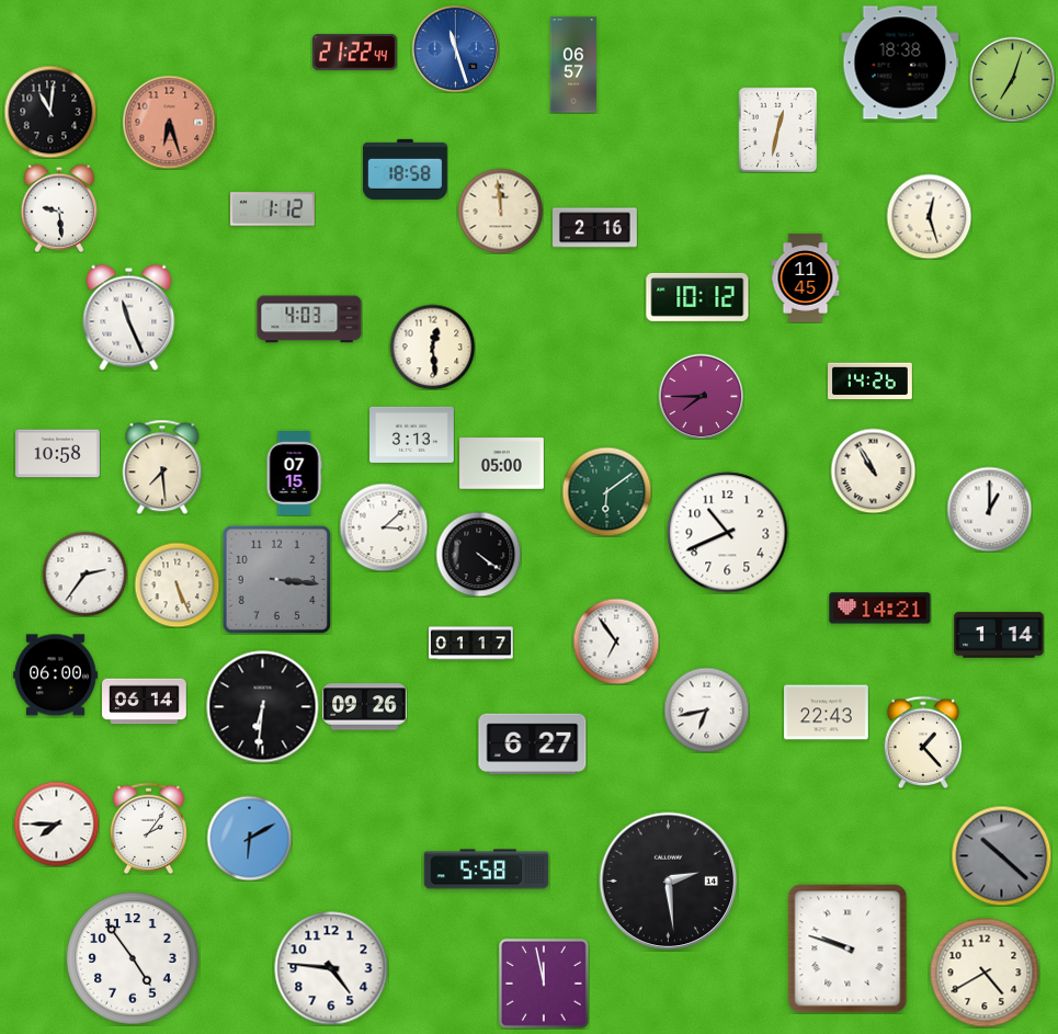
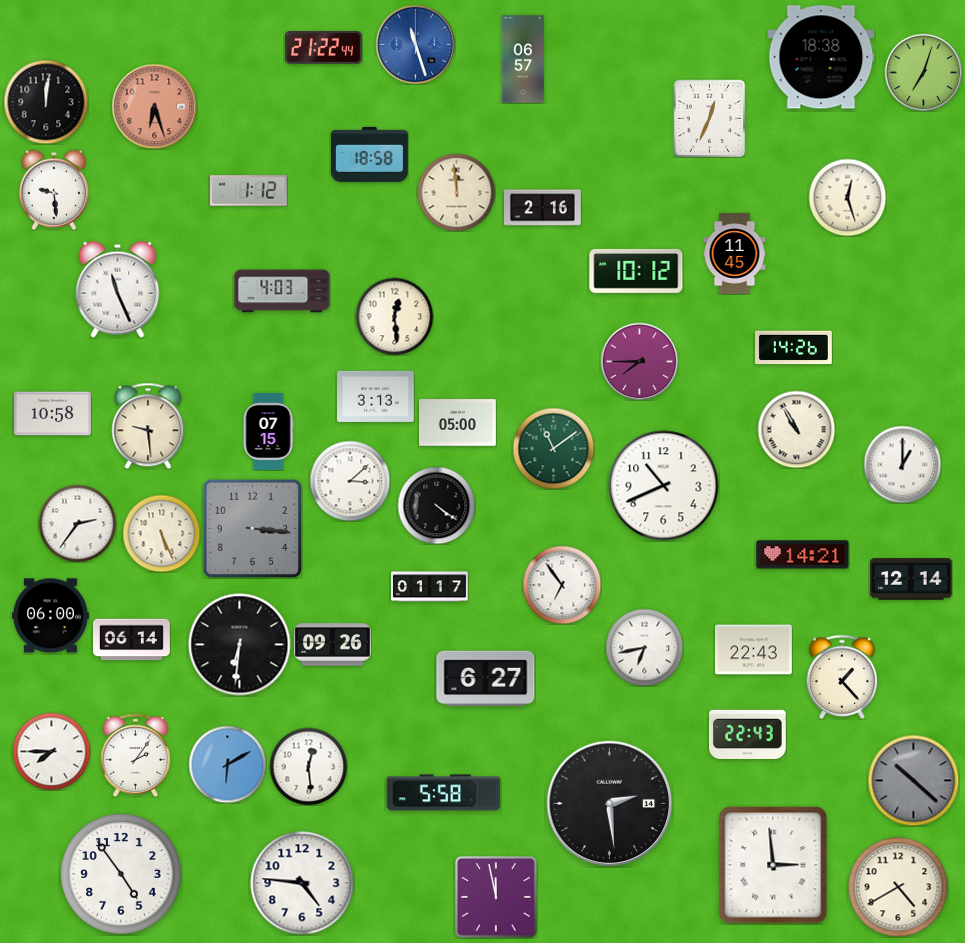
clock at (50, 112): 11:01 -> 12:01
clock at (169, 122) position: (169, 122) -> (154, 106)
clock at (778, 129): 12:32 -> 12:34
clock at (162, 467): 7:29 -> 9:29
clock at (606, 491): 6:09 -> 11:09
clock at (999, 635): 1:14 -> 12:14
clock at (748, 734): none -> 22:43
clock at (308, 766): none -> 12:29
clock at (847, 948): 9:48 -> 2:59
